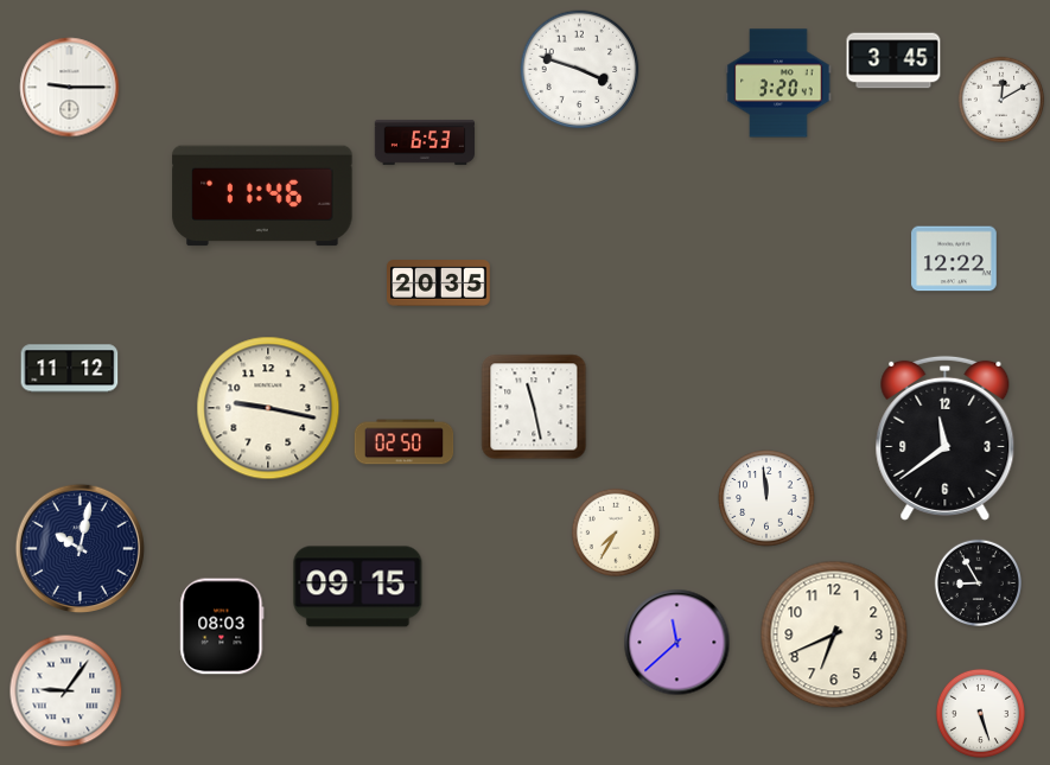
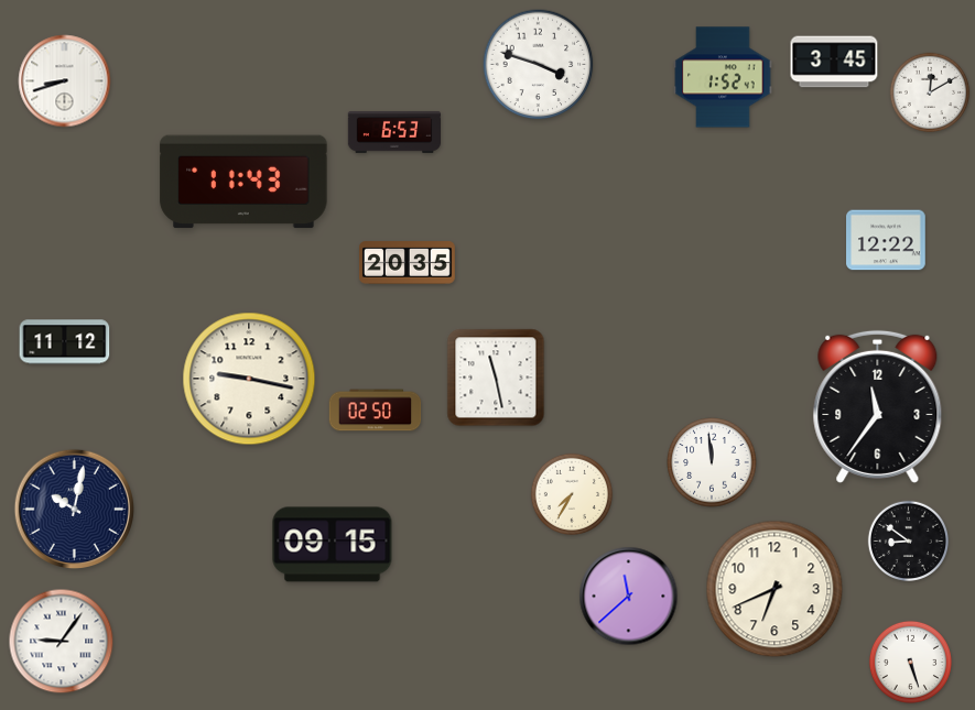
clock at (893, 60) position: (893, 60) -> (834, 62)
clock at (778, 83): 3:20 -> 1:52
clock at (70, 88): 9:15 -> 8:42
clock at (262, 196): 11:46 -> 11:43
clock at (946, 438): 11:39 -> 11:36
clock at (978, 582): 8:55 -> 8:51
clock at (222, 626): 08:03 -> none
